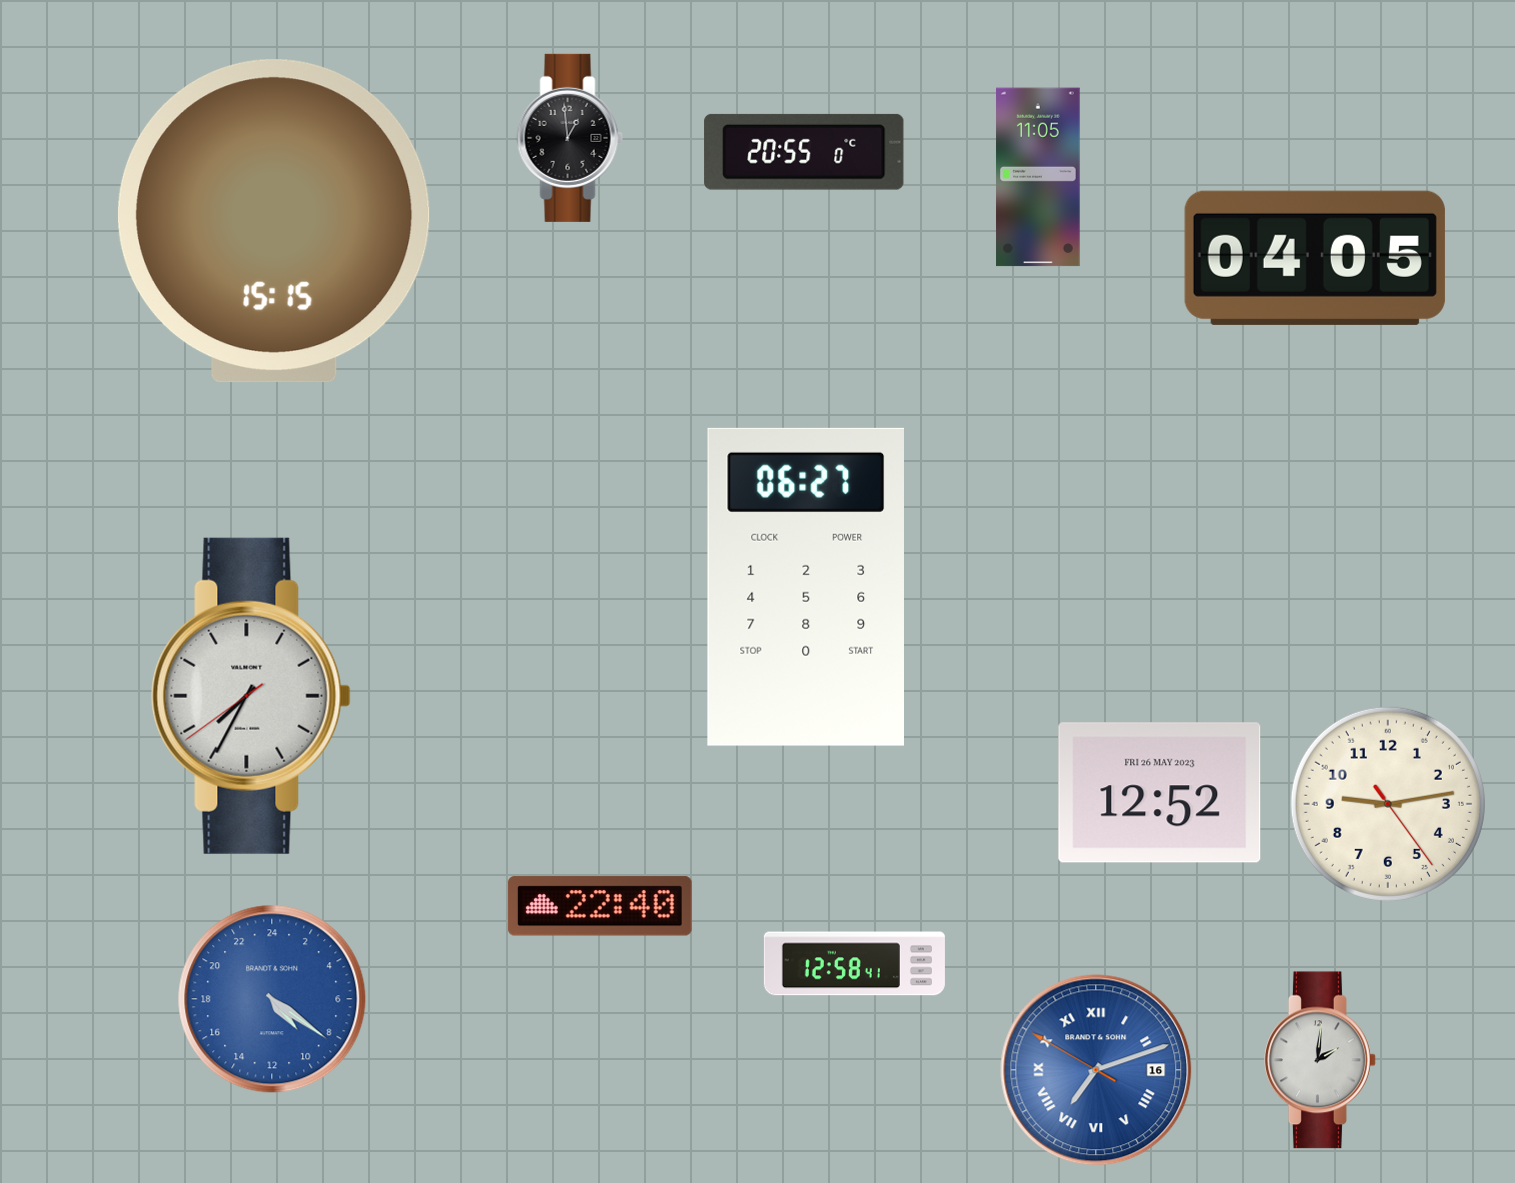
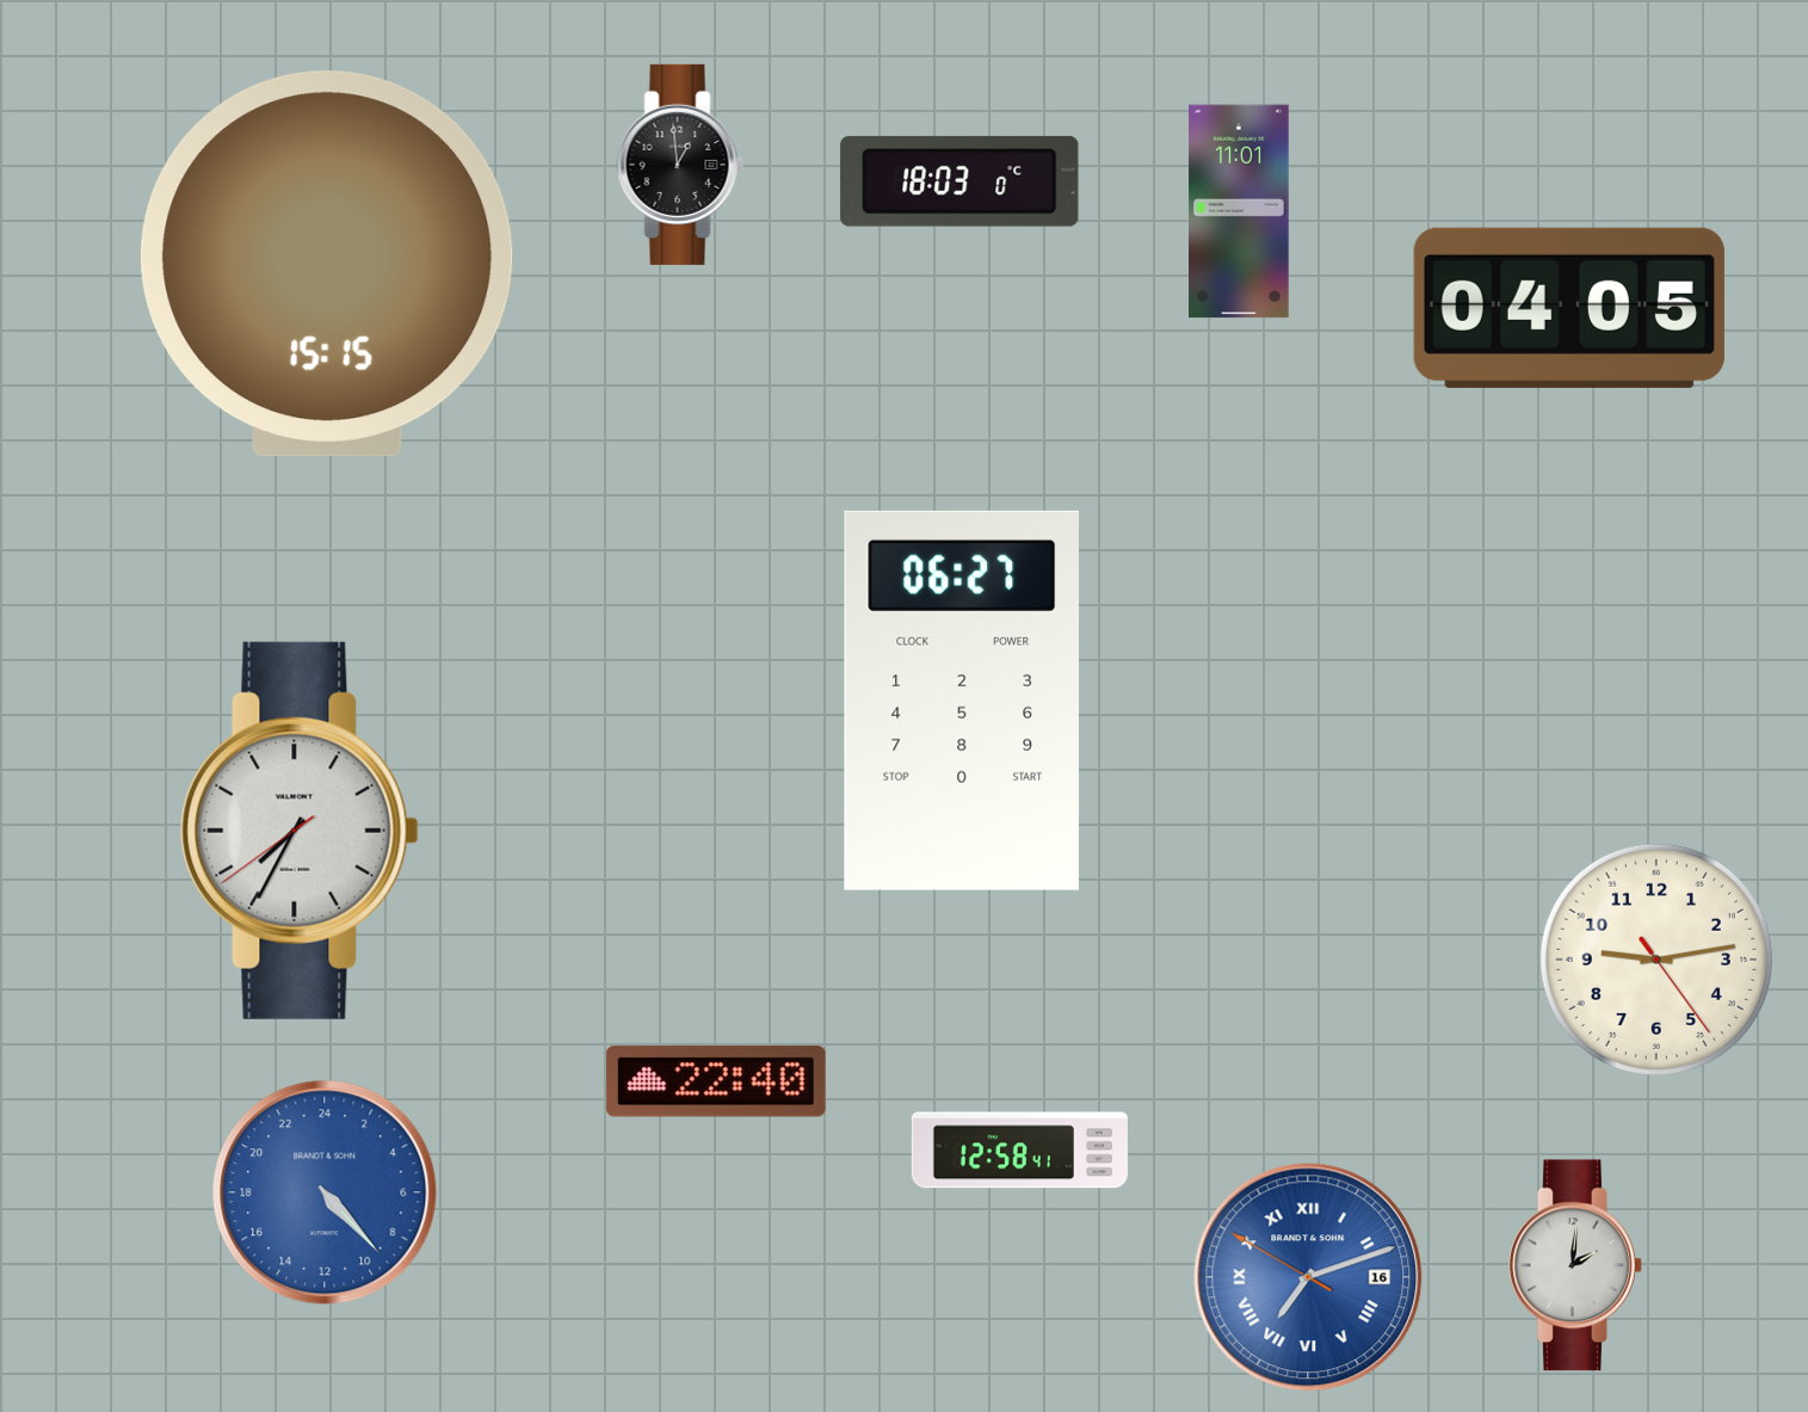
clock at (804, 152): 20:55 -> 18:03
clock at (1038, 177): 11:05 -> 11:01
clock at (1160, 793): 12:52 -> none
clock at (272, 999): 9:21 -> 9:23
